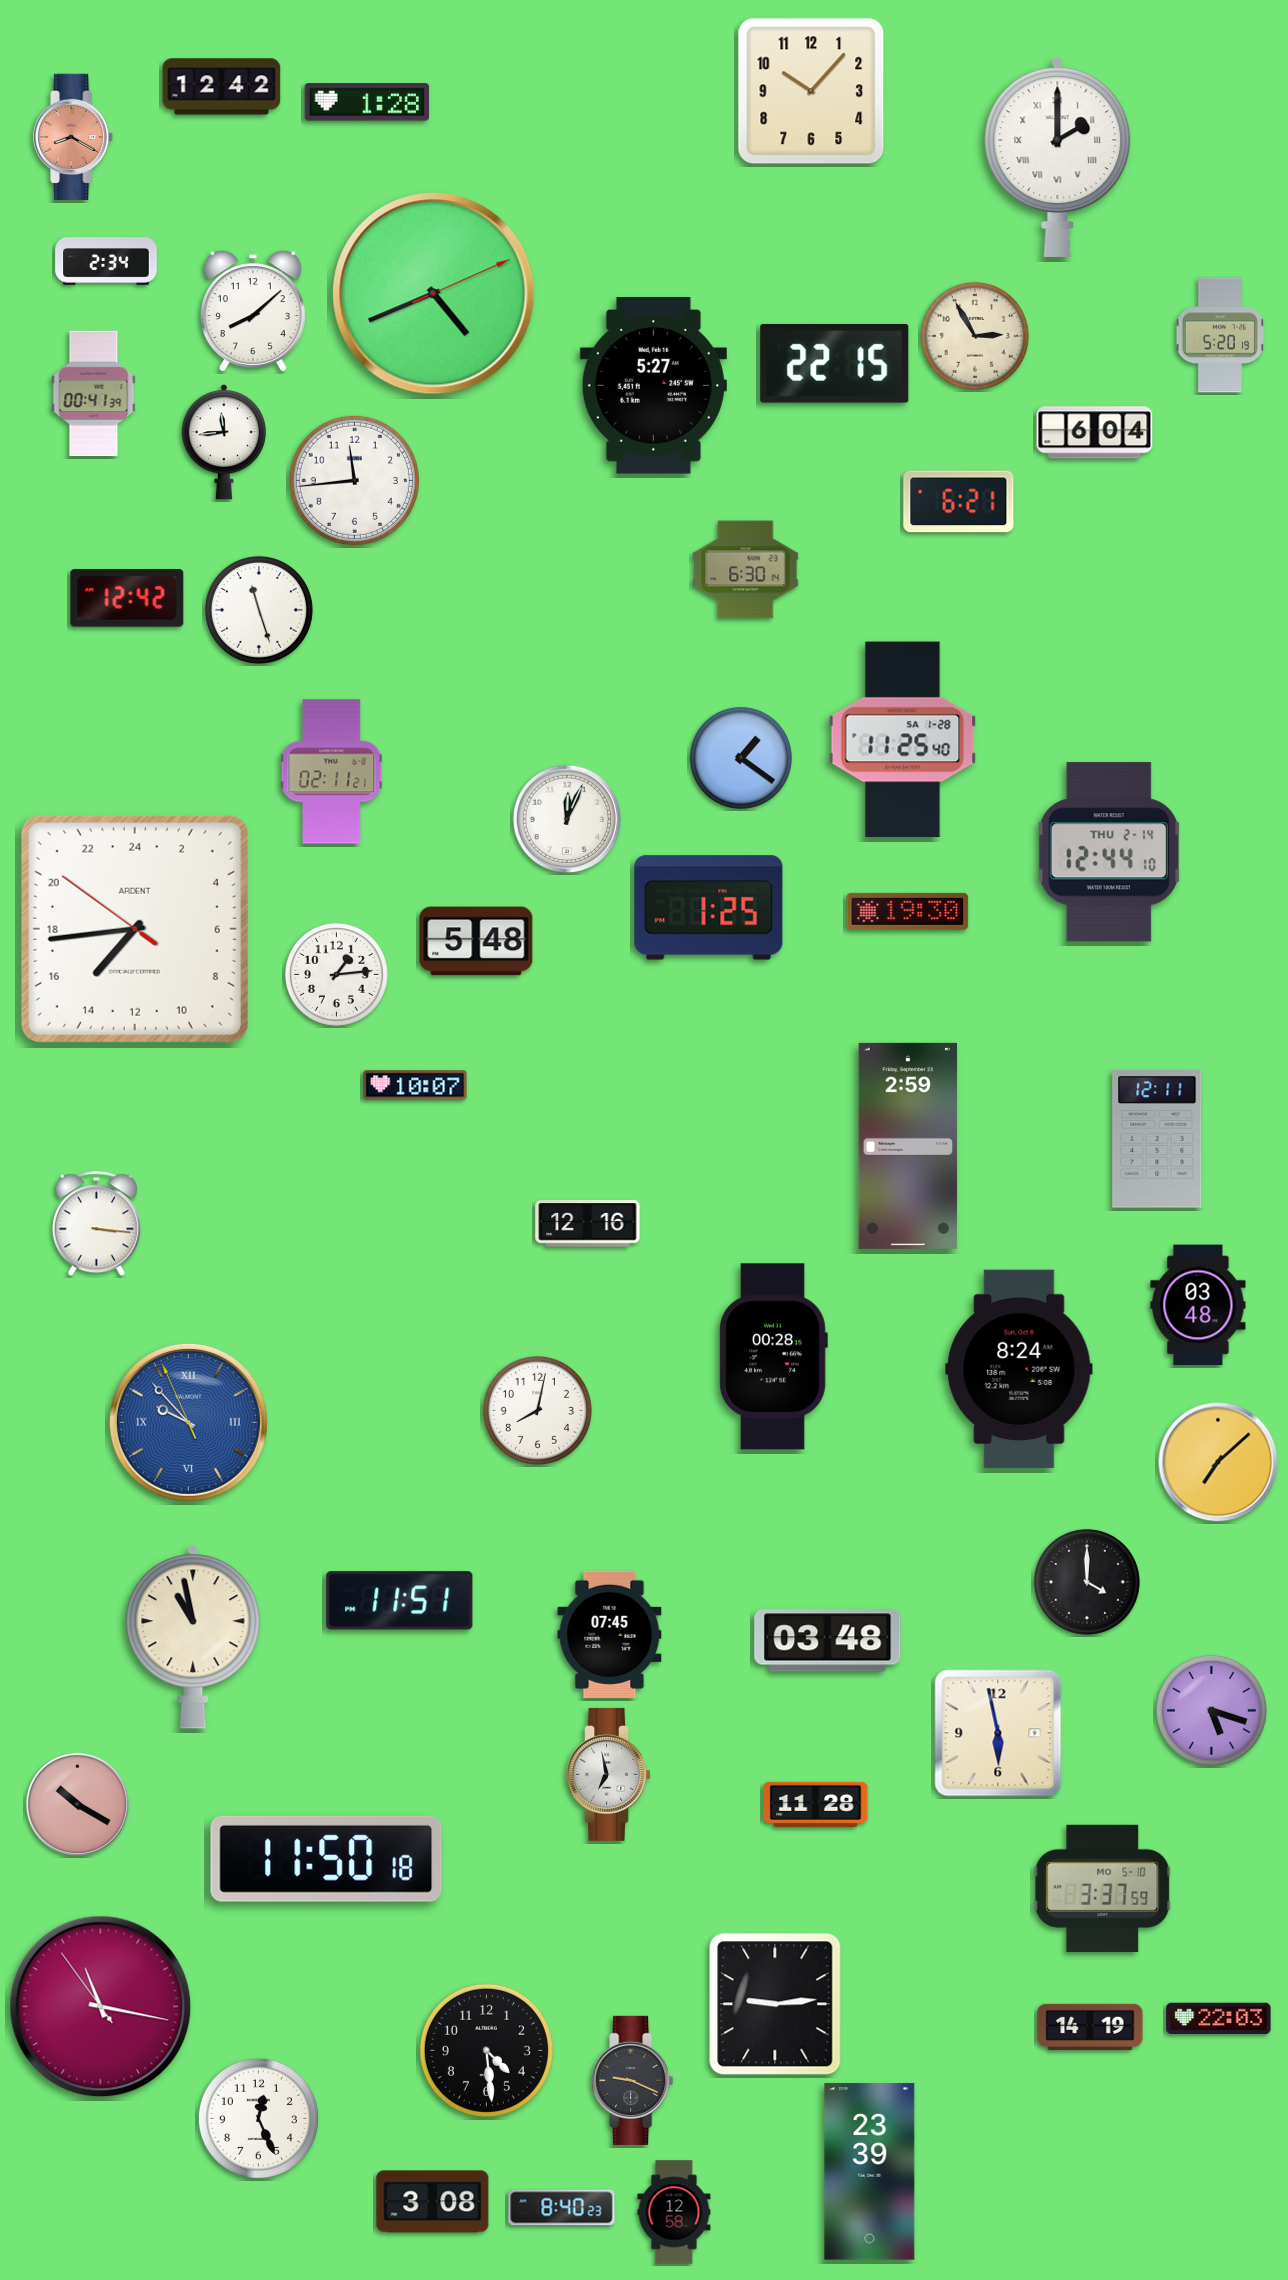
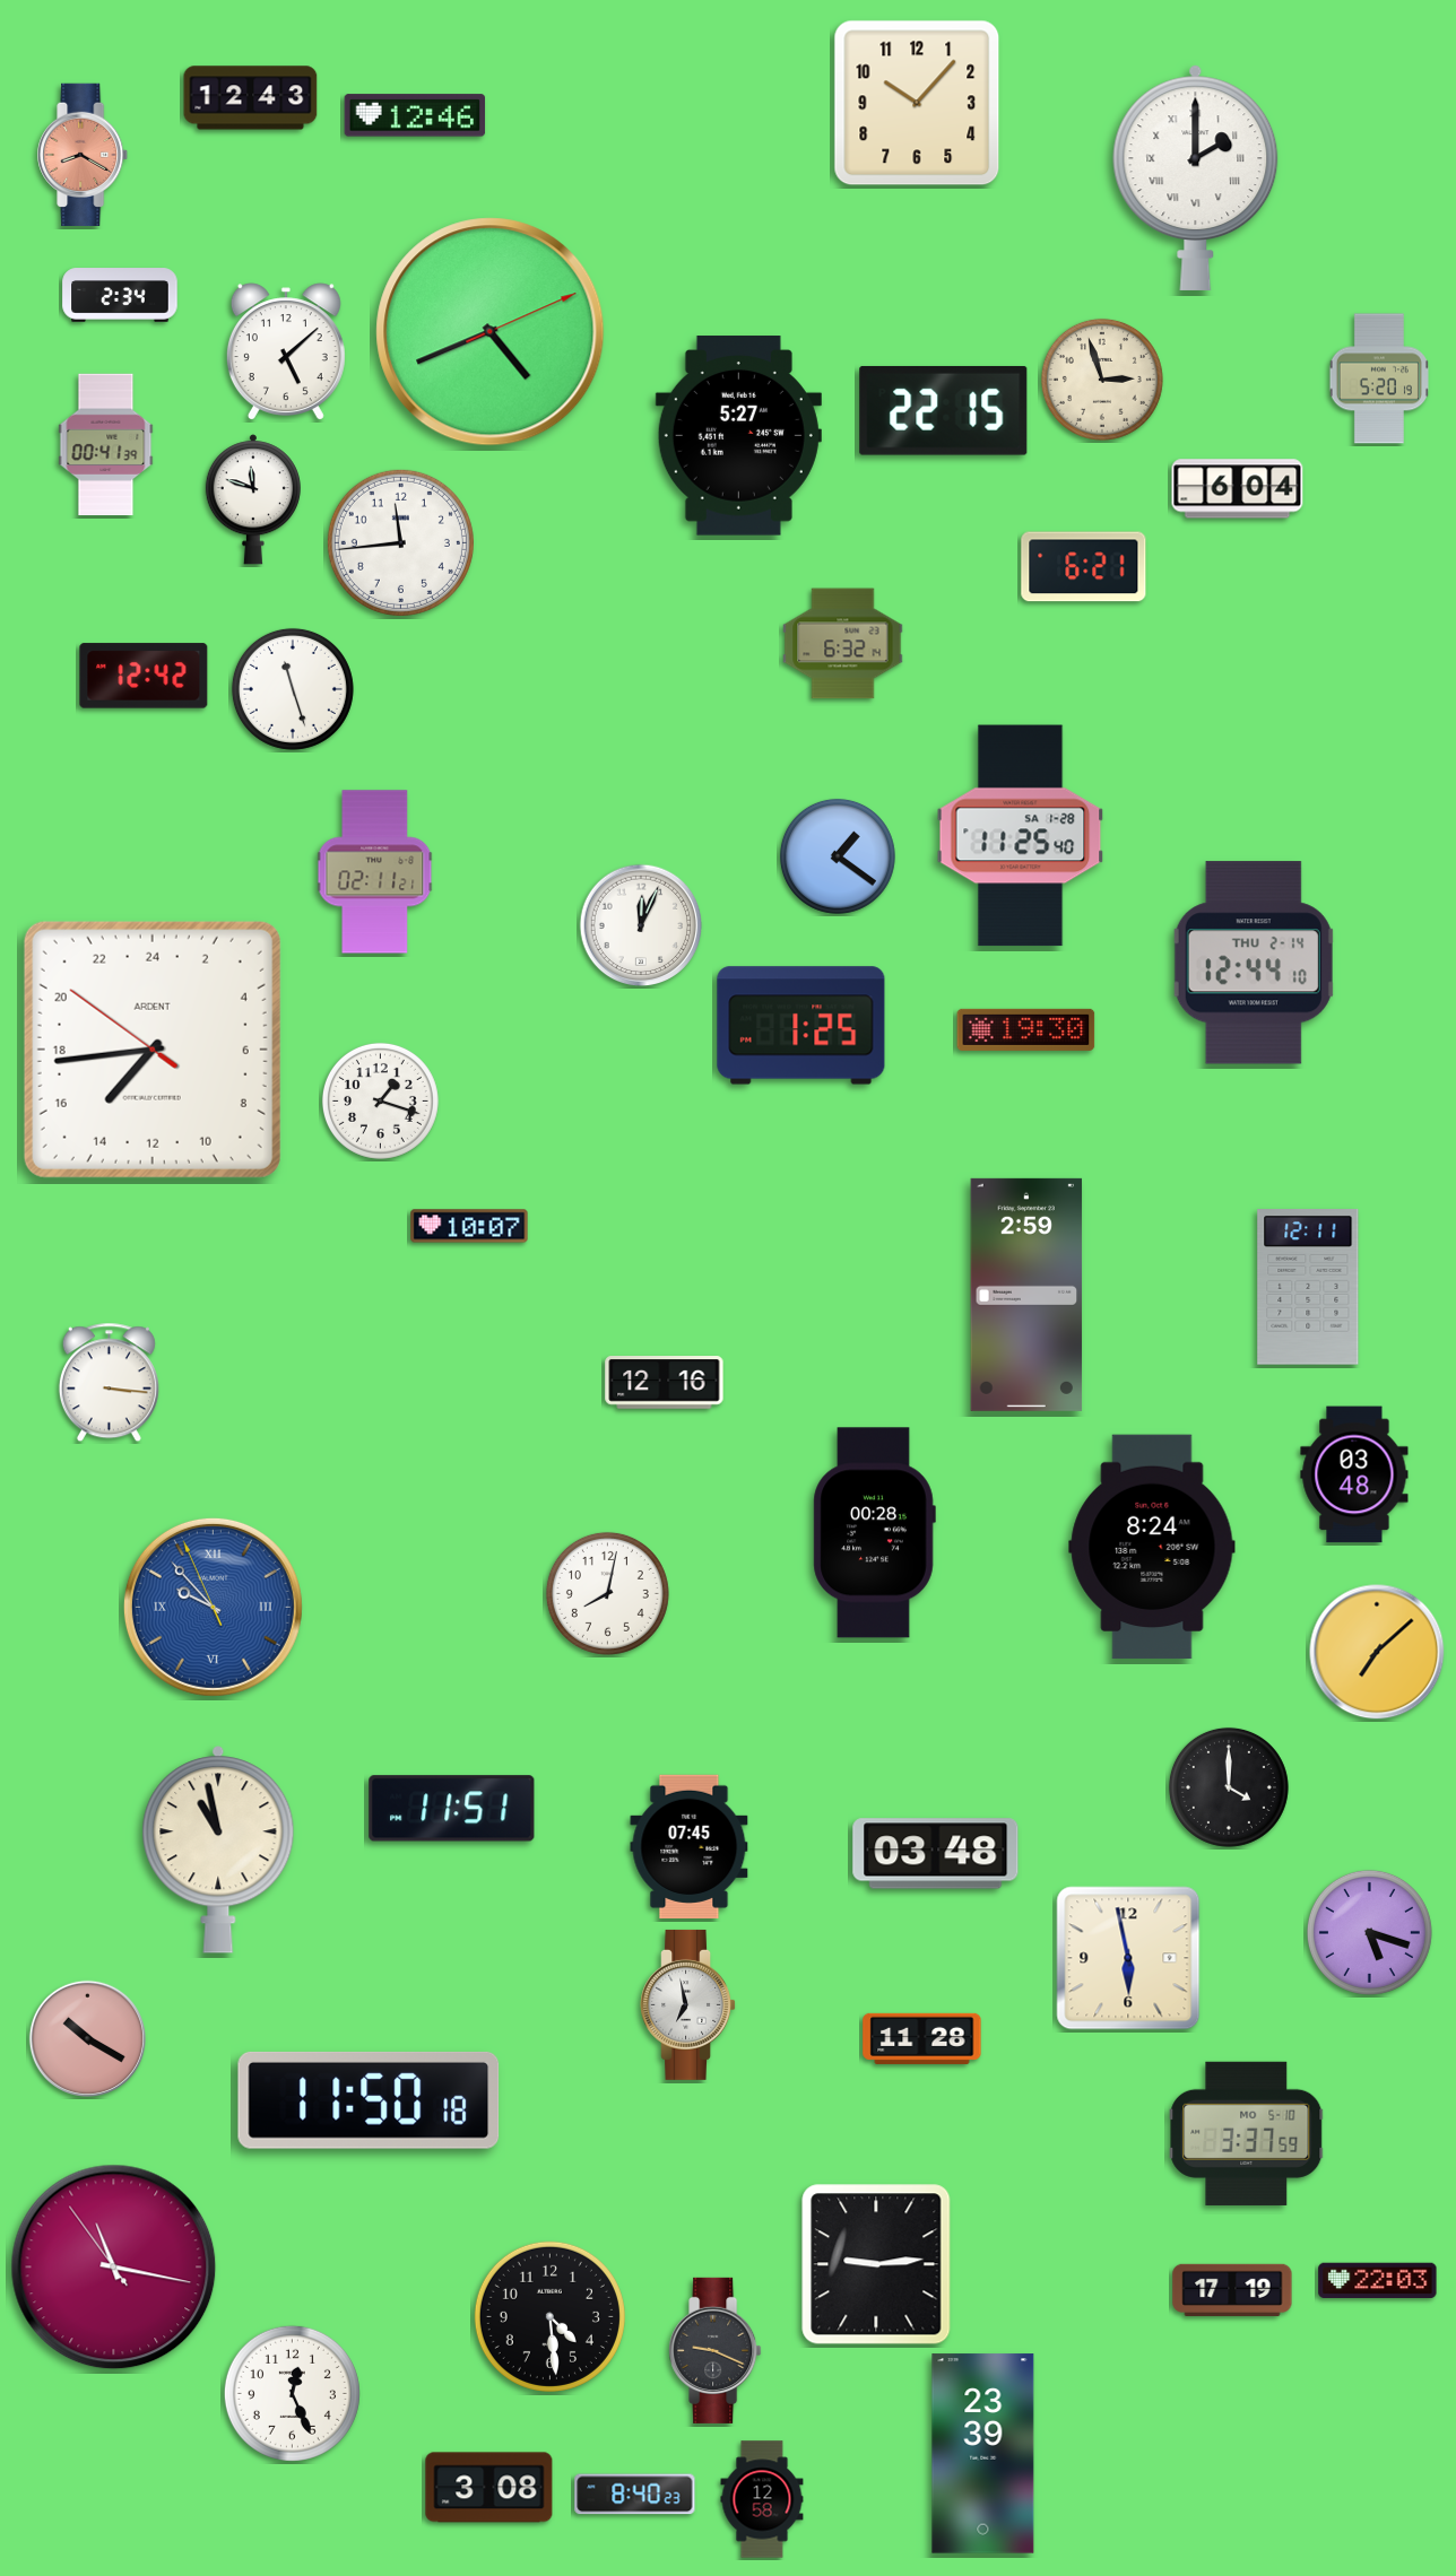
clock at (222, 87): 12:42 -> 12:43
clock at (367, 102): 1:28 -> 12:46
clock at (253, 311): 8:08 -> 5:08
clock at (975, 336): 2:55 -> 2:57
clock at (224, 442): 11:44 -> 11:48
clock at (746, 570): 6:30 -> 6:32
clock at (476, 941): 5:48 -> none
clock at (336, 974): 1:14 -> 1:18
clock at (1090, 2027): 14:19 -> 17:19
